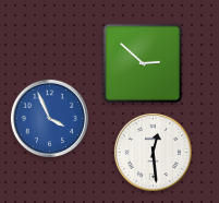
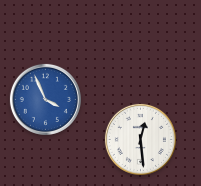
clock at (143, 63): 2:52 -> none
clock at (49, 118) position: (49, 118) -> (45, 99)
